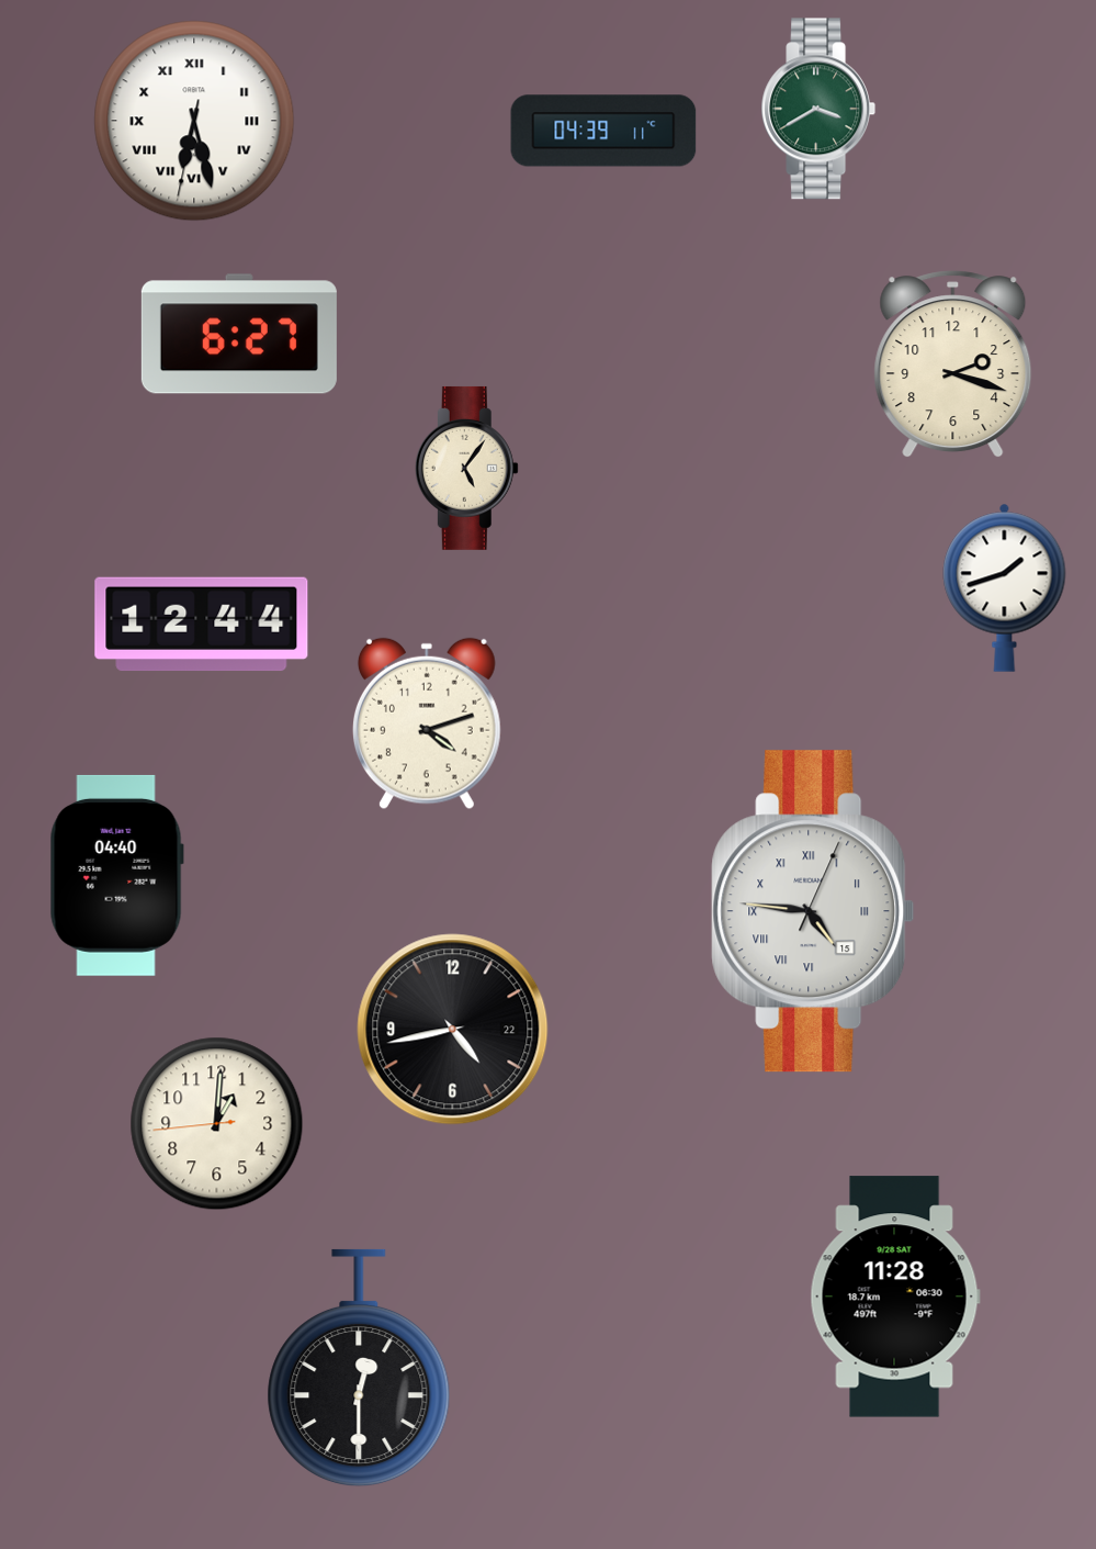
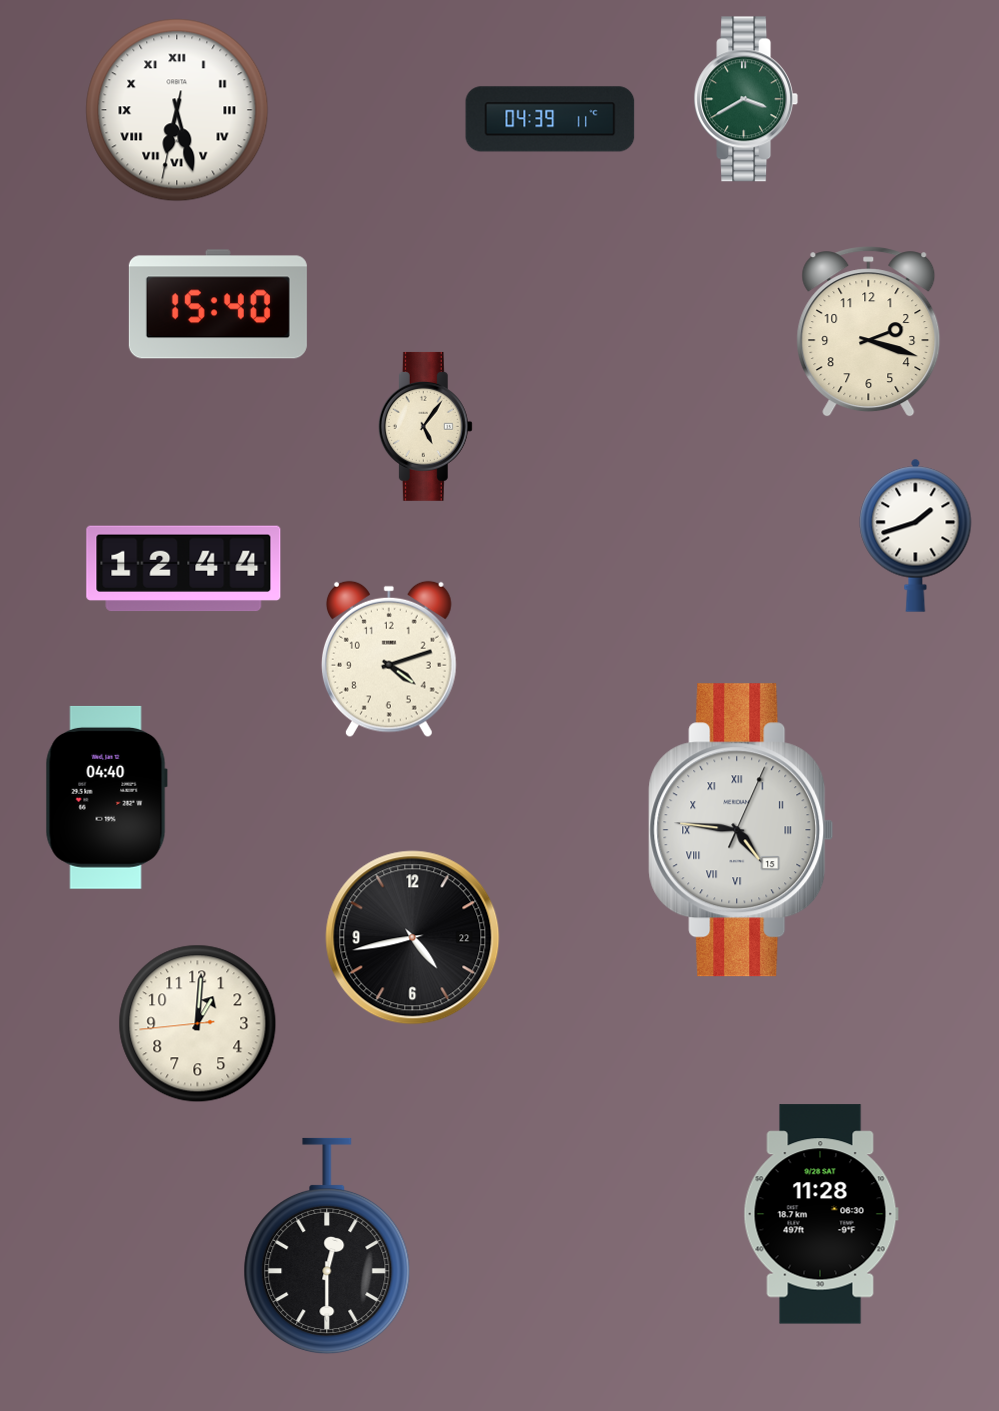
clock at (239, 334): 6:27 -> 15:40
clock at (895, 1297) position: (895, 1297) -> (821, 1214)
